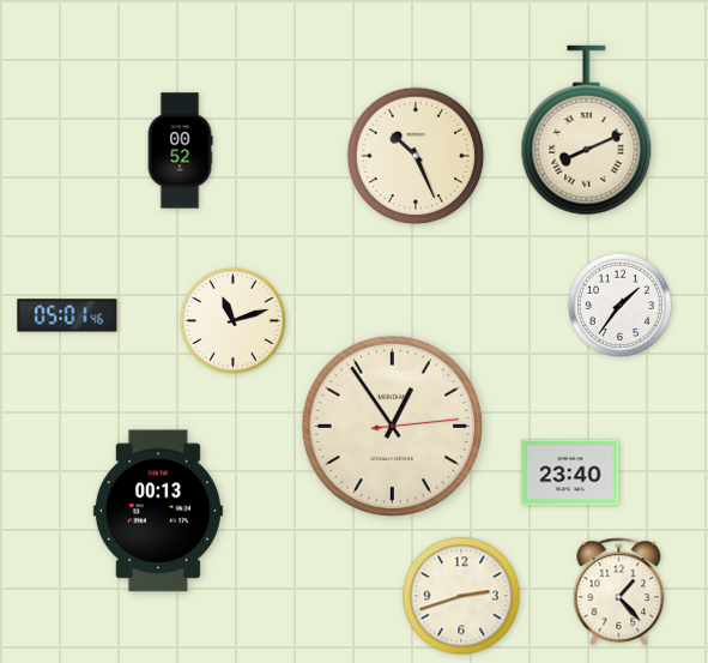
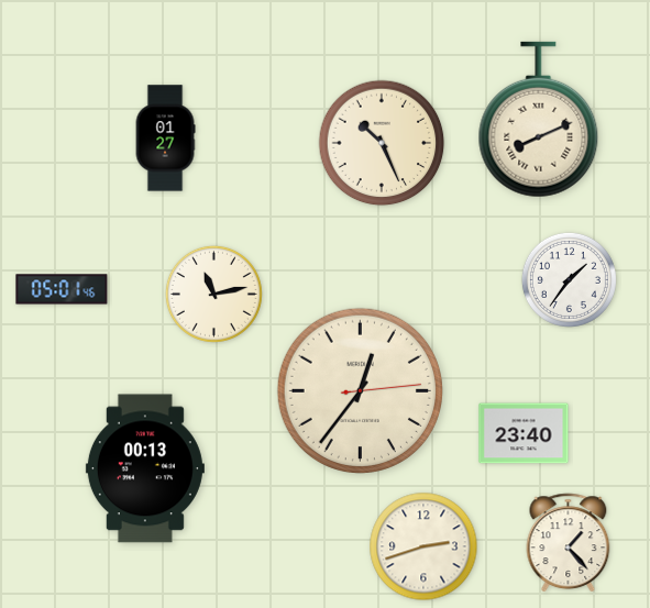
clock at (180, 151): 00:52 -> 01:27
clock at (232, 320): 11:12 -> 11:13
clock at (392, 426): 12:54 -> 12:36
